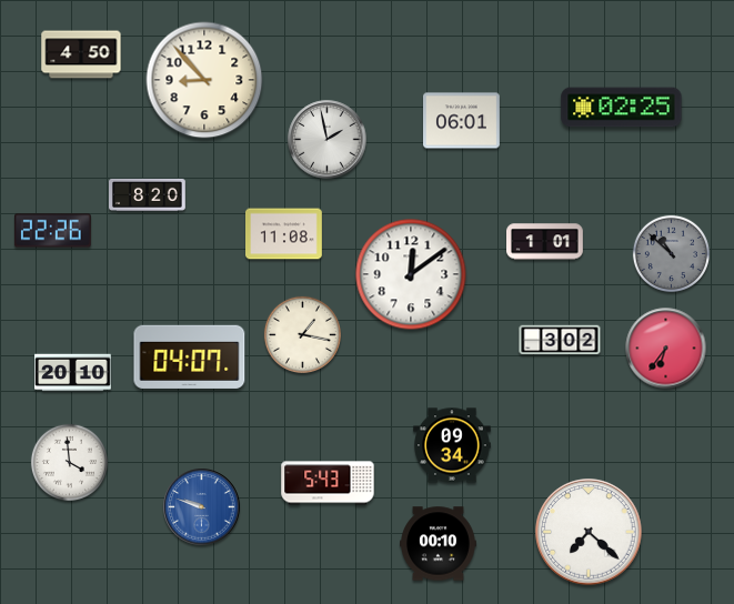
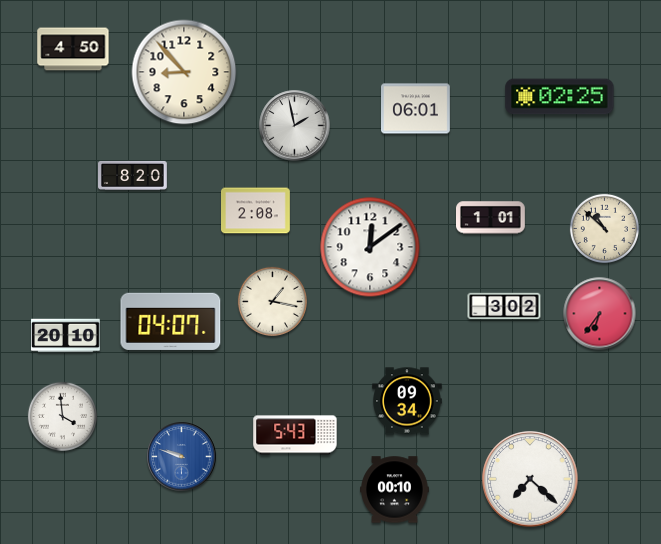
clock at (52, 231): 22:26 -> none
clock at (284, 234): 11:08 -> 2:08
clock at (671, 253) dial: grey -> cream
